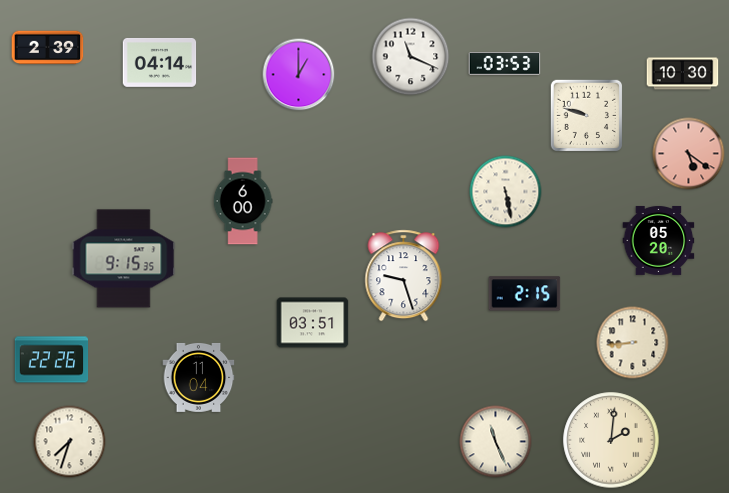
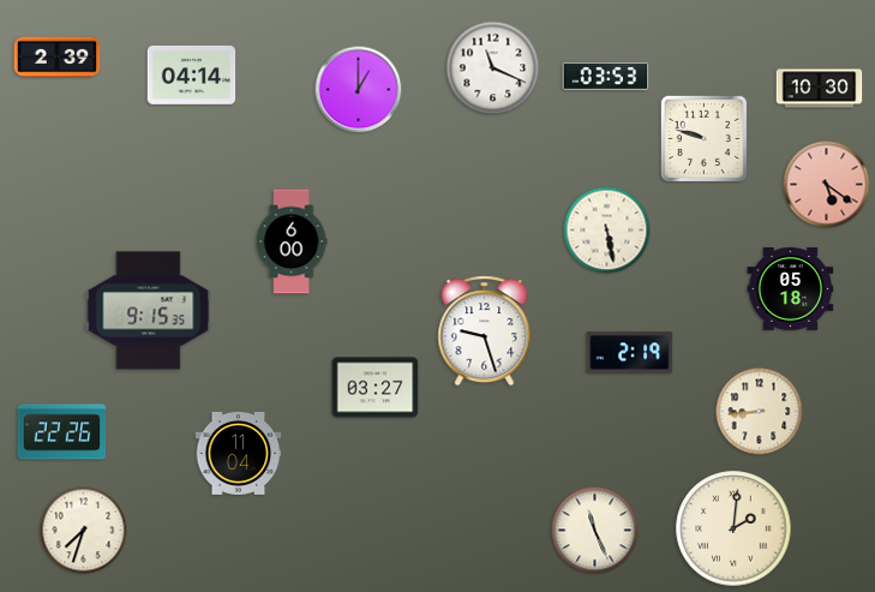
clock at (659, 240): 05:20 -> 05:18
clock at (525, 294): 2:15 -> 2:19
clock at (313, 323): 03:51 -> 03:27
